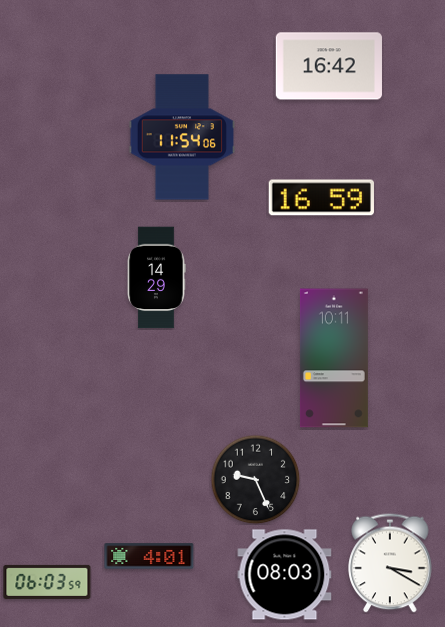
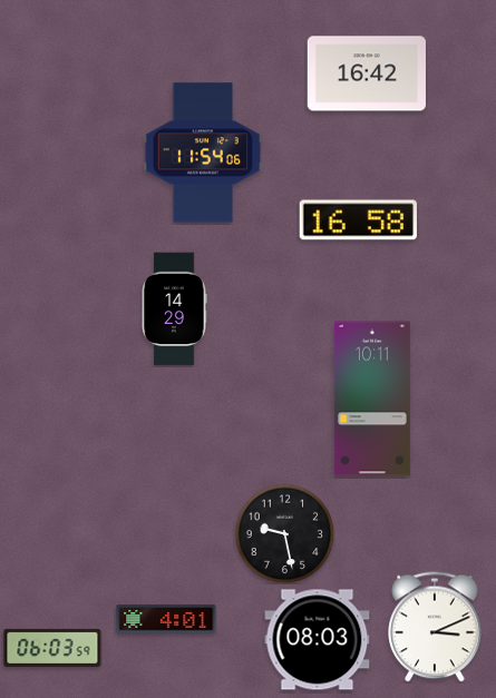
clock at (321, 198): 16:59 -> 16:58
clock at (255, 479): 9:26 -> 9:28
clock at (390, 563): 3:20 -> 3:11
